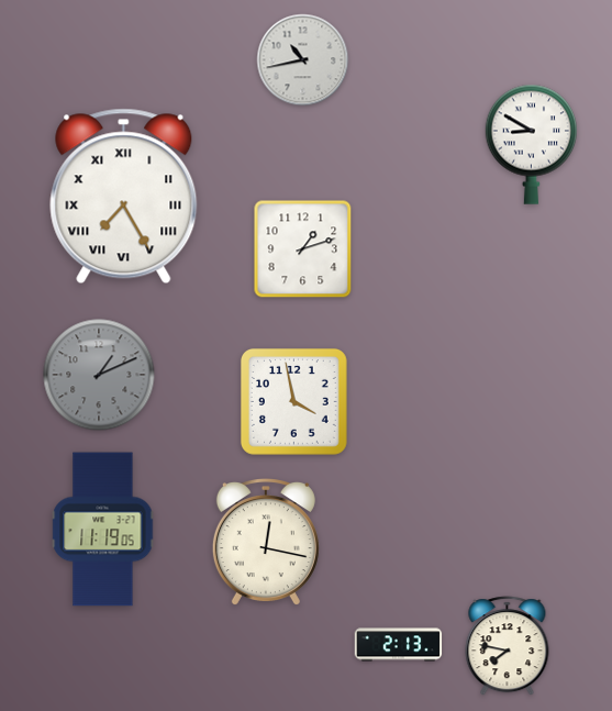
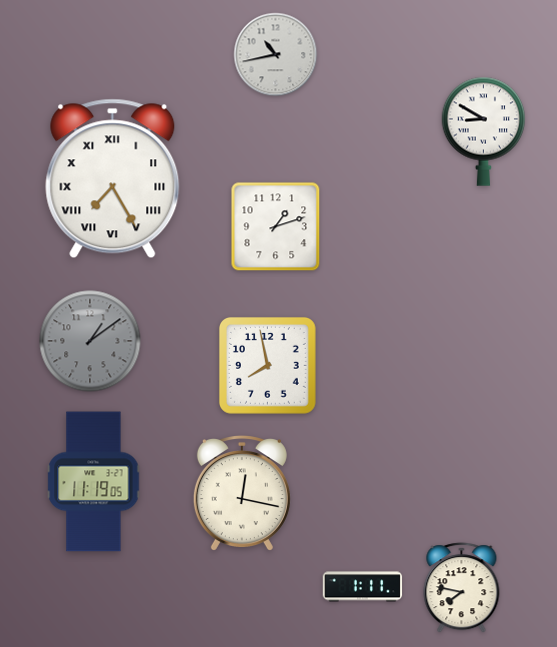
clock at (99, 375): 1:11 -> 1:09
clock at (293, 401): 3:58 -> 7:58
clock at (399, 645): 2:13 -> 1:11
